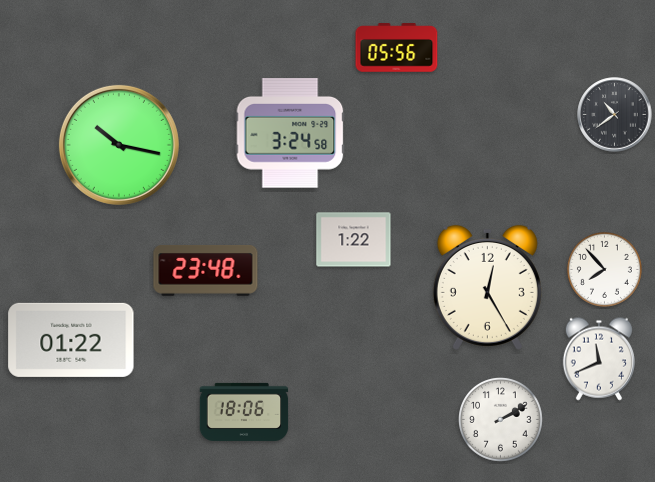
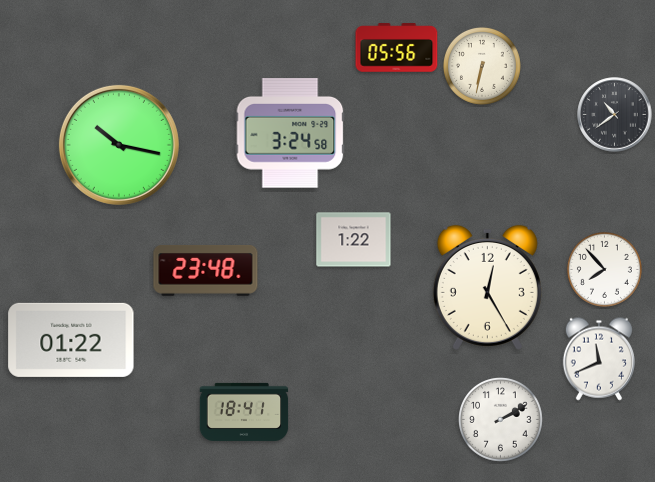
clock at (482, 66): none -> 6:32
clock at (244, 412): 18:06 -> 18:41
